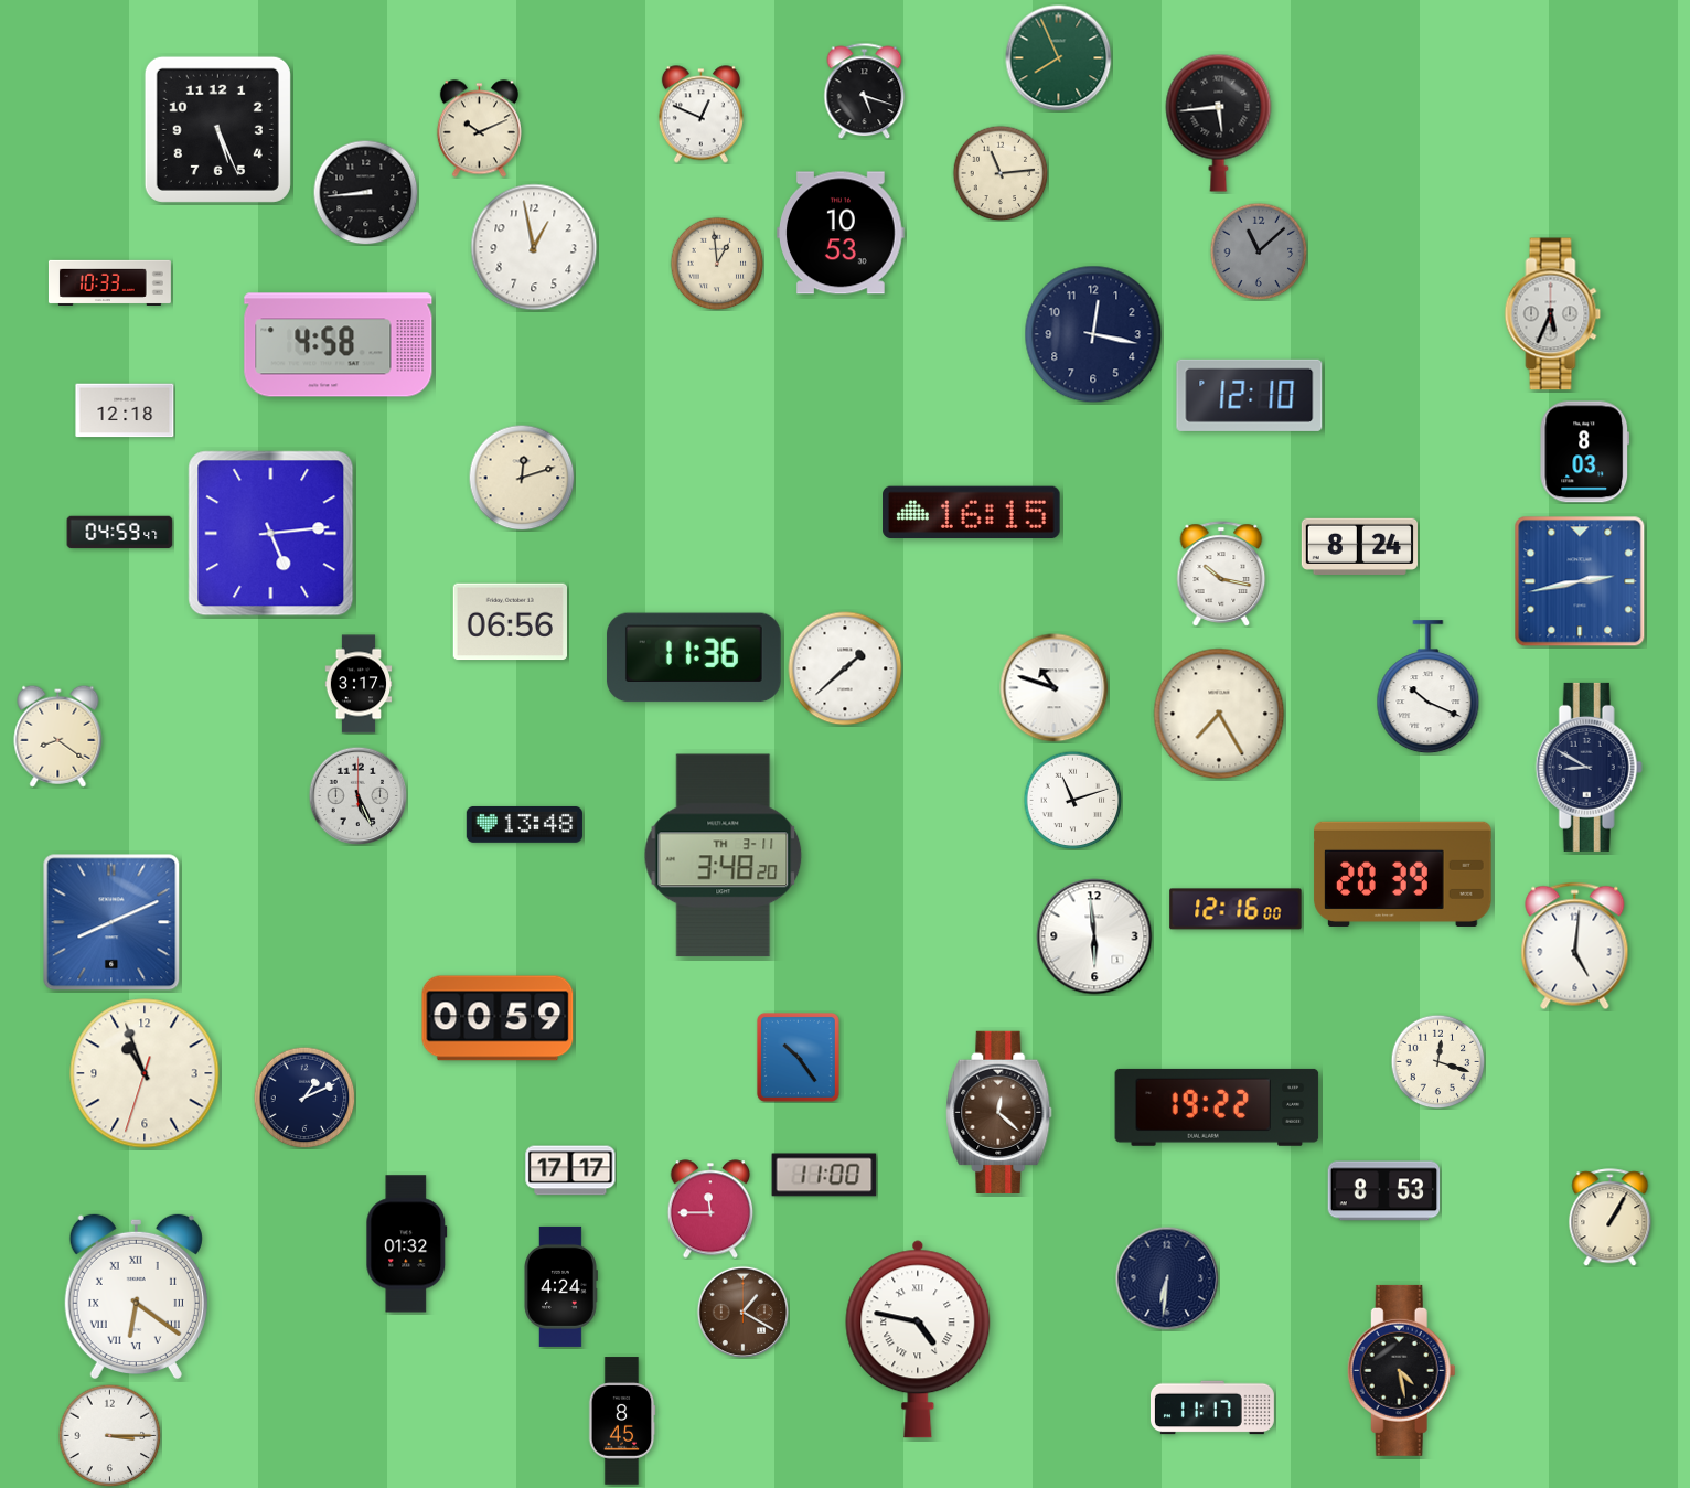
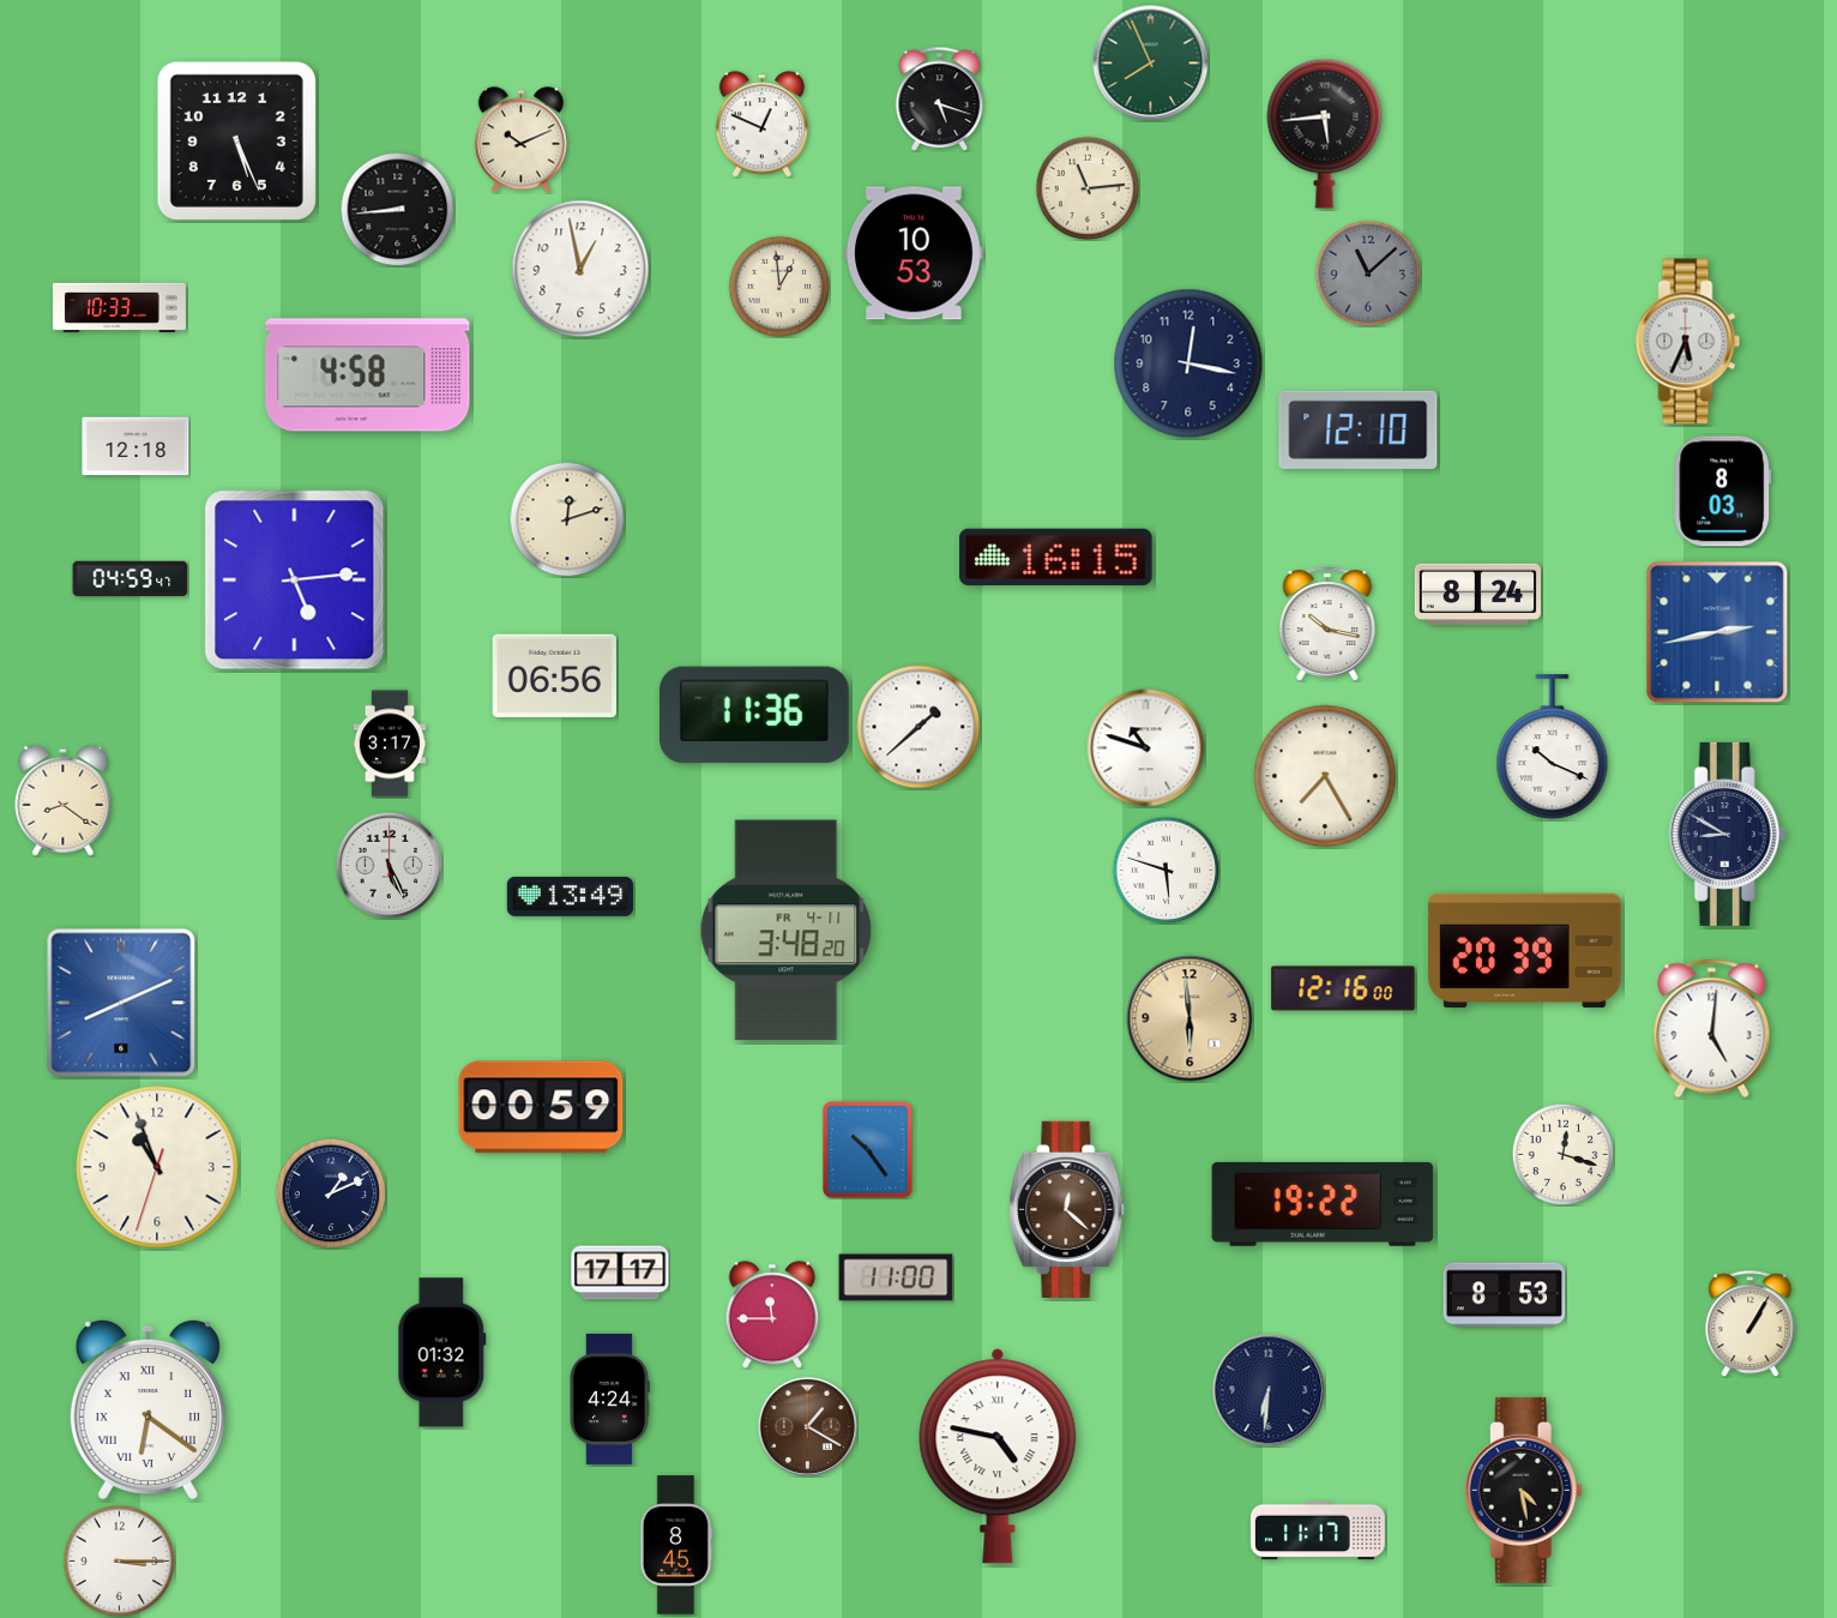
clock at (1072, 800): 11:12 -> 5:48
clock at (524, 824): 13:48 -> 13:49
clock at (724, 856) date: TH 3-11 -> FR 4-11
clock at (1094, 936) dial: white -> champagne
clock at (999, 1112) position: (999, 1112) -> (1067, 1209)
